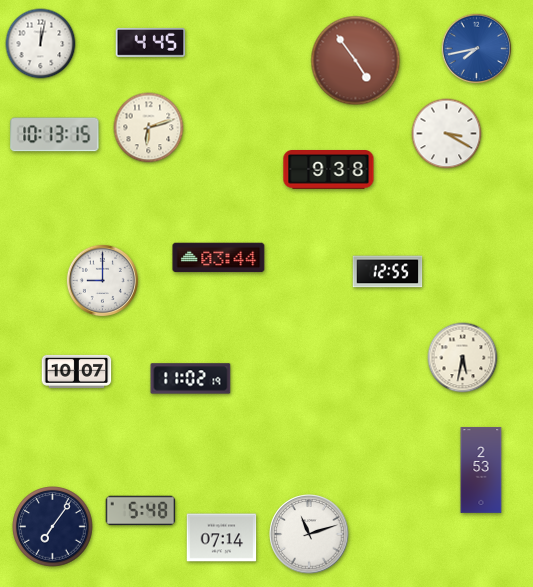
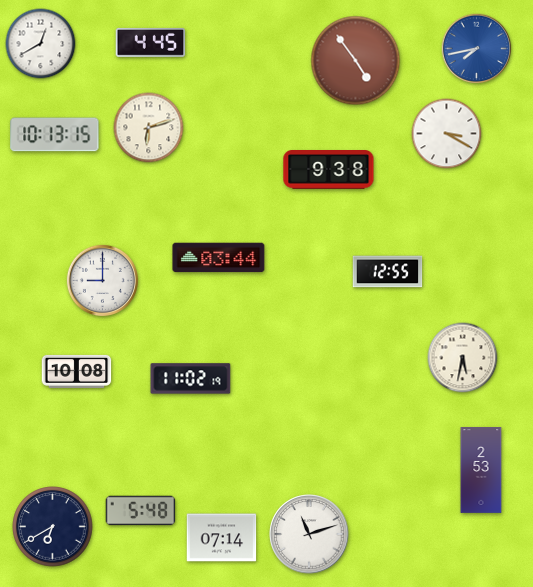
clock at (41, 44): 12:02 -> 12:40
clock at (77, 371): 10:07 -> 10:08
clock at (53, 527): 7:06 -> 6:40
